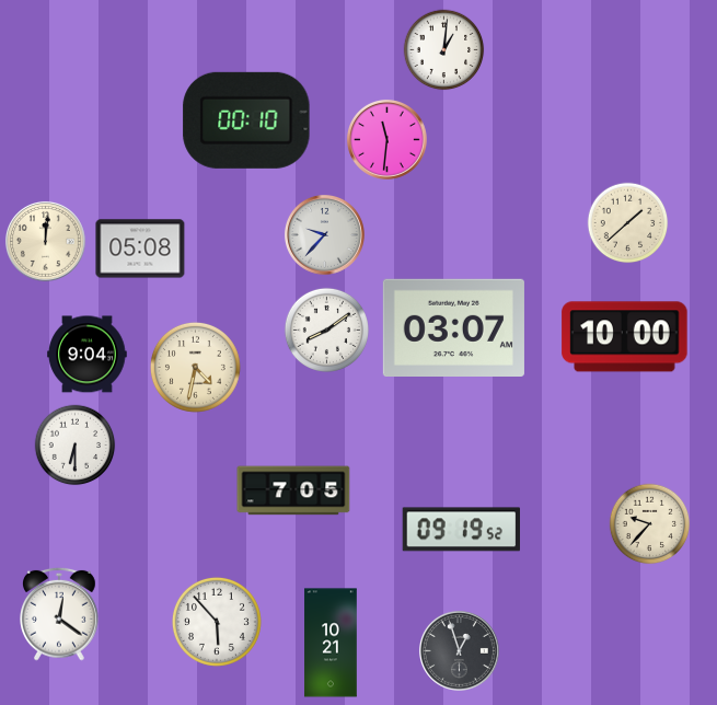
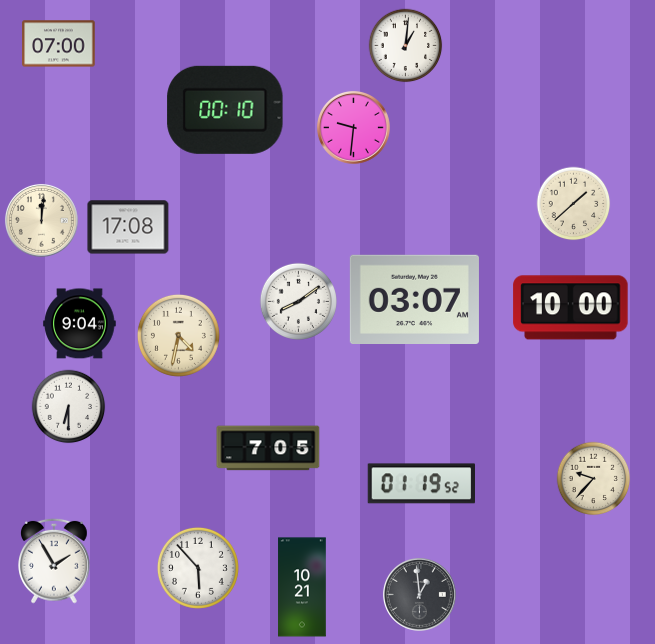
clock at (59, 44): none -> 07:00
clock at (386, 139): 11:31 -> 9:31
clock at (324, 234): 9:37 -> none
clock at (140, 249): 05:08 -> 17:08
clock at (461, 530): 09:19 -> 01:19
clock at (60, 614): 12:21 -> 1:55
clock at (459, 650): 12:57 -> 12:59
